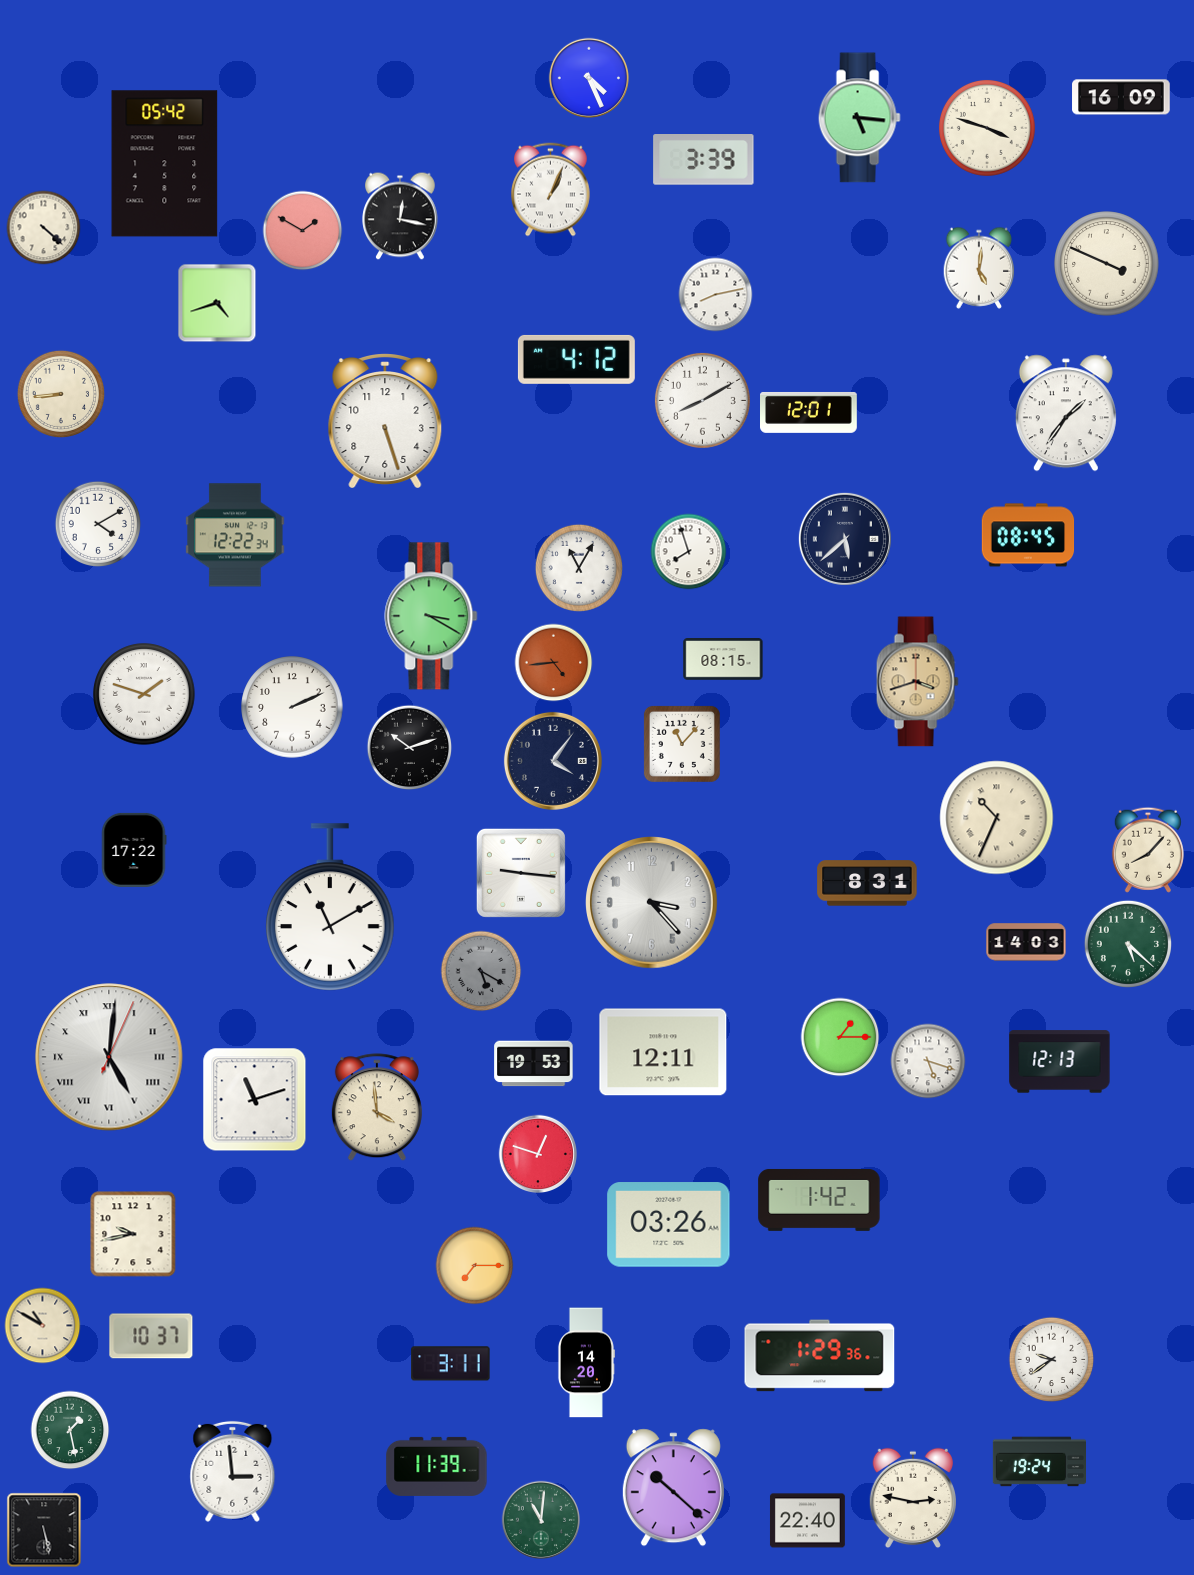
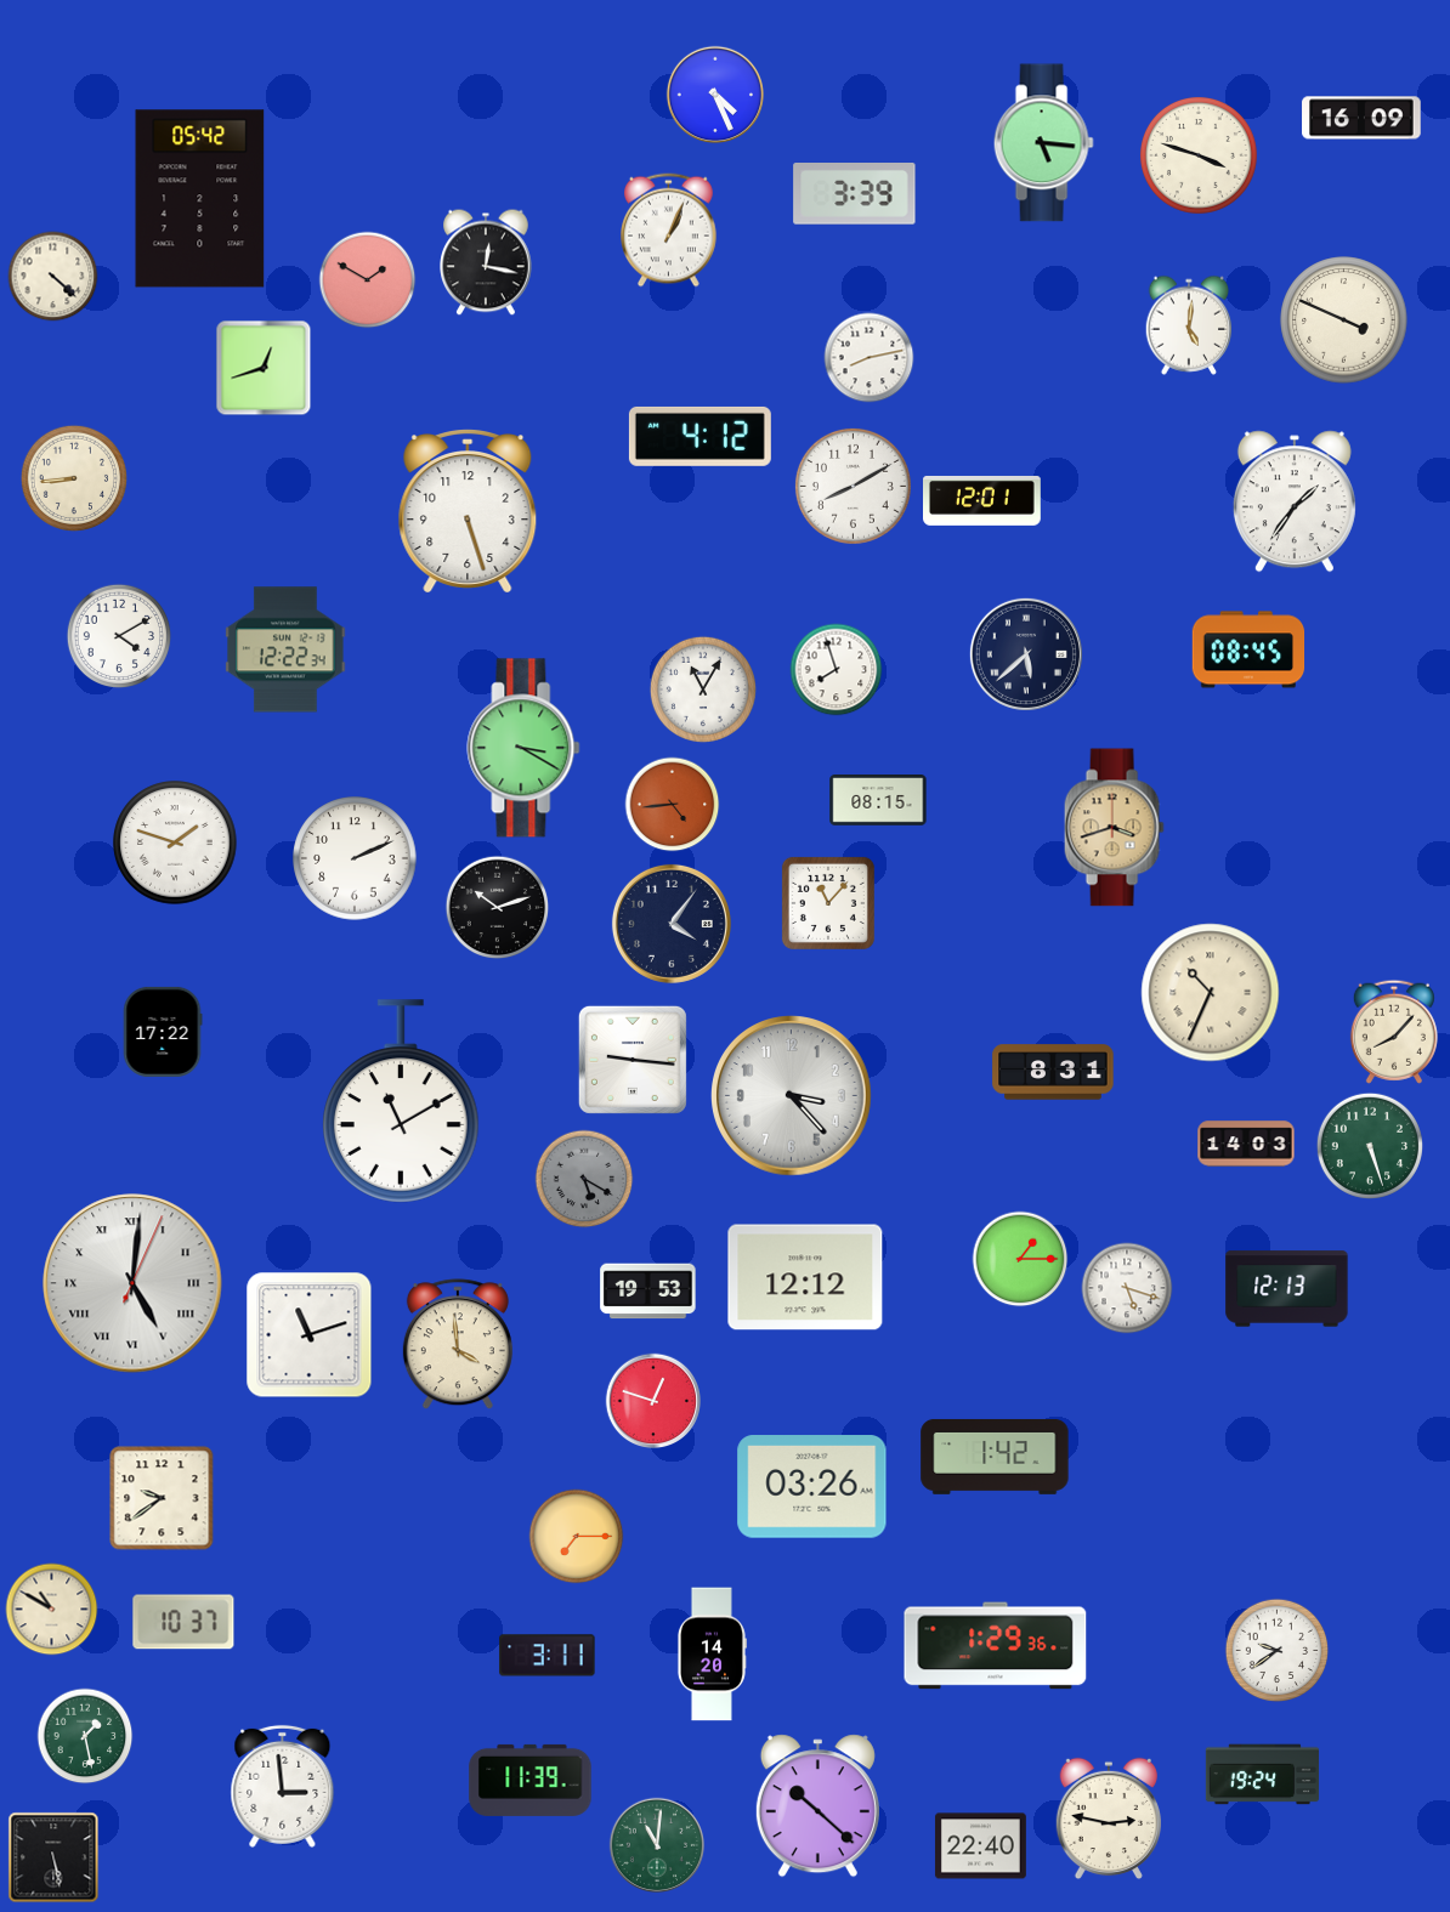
clock at (217, 303): 4:42 -> 12:42
clock at (1127, 943): 5:22 -> 5:27
clock at (663, 1052): 12:11 -> 12:12
clock at (133, 1234): 9:43 -> 9:39
